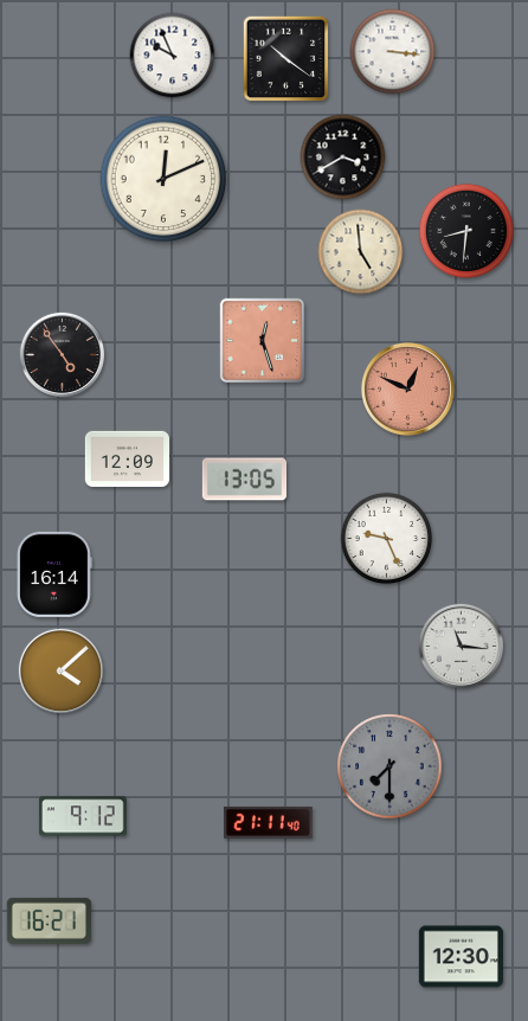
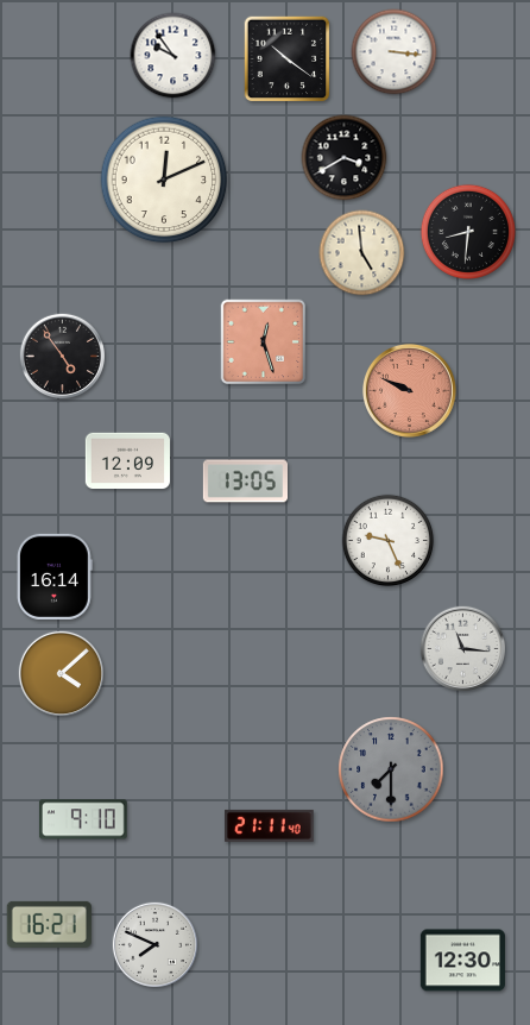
clock at (173, 56): 9:56 -> 9:54
clock at (407, 389): 12:49 -> 9:49
clock at (83, 816): 9:12 -> 9:10
clock at (154, 944): none -> 7:49
